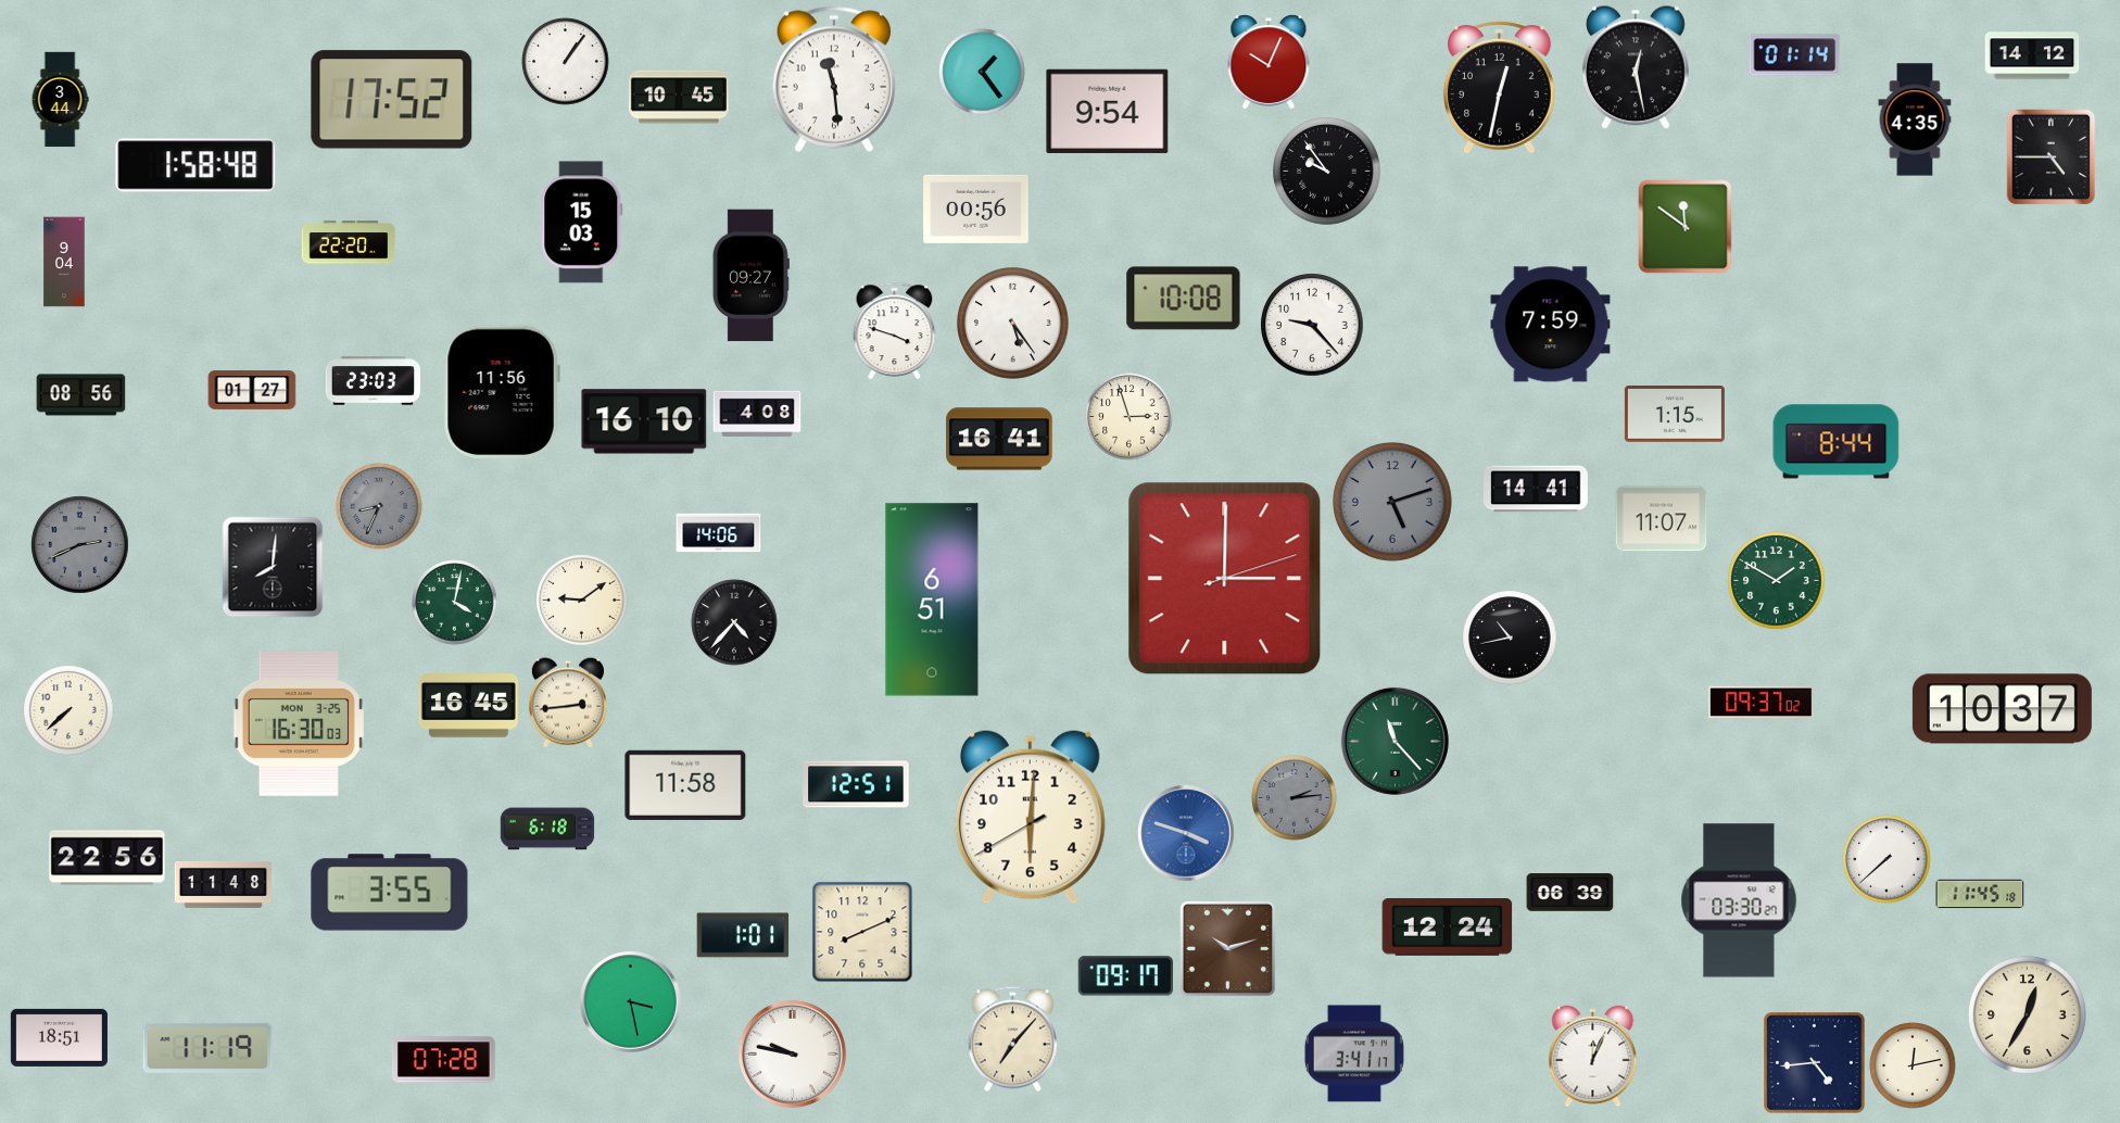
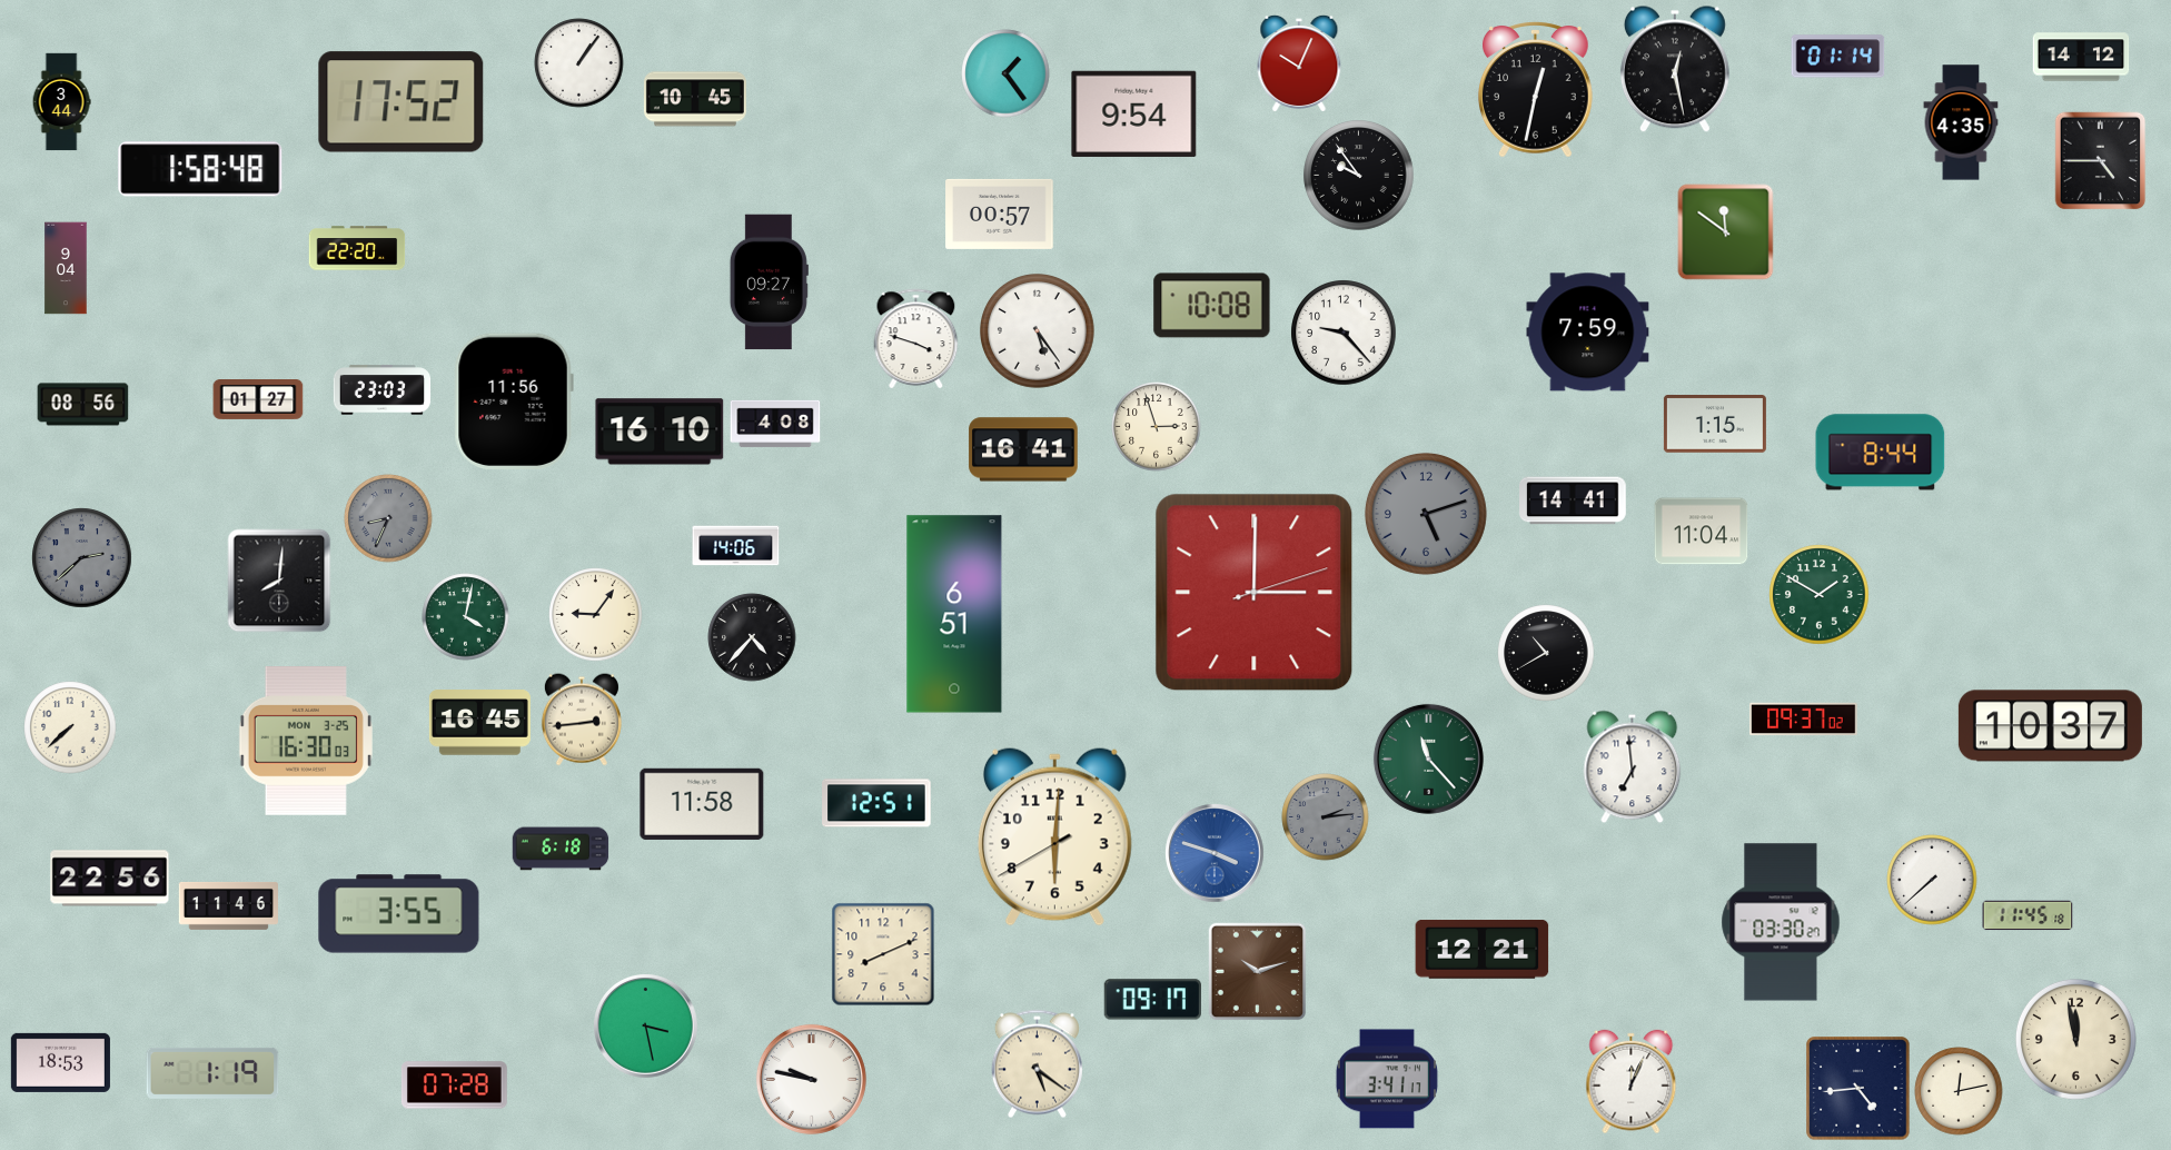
clock at (834, 79): 11:29 -> none
clock at (976, 209): 00:56 -> 00:57
clock at (582, 223): 15:03 -> none
clock at (1662, 519): 11:07 -> 11:04
clock at (80, 545): 2:41 -> 2:38
clock at (582, 601): 9:09 -> 9:06
clock at (1510, 638): 10:43 -> 10:40
clock at (1633, 767): none -> 6:59
clock at (223, 884): 11:48 -> 11:46
clock at (1570, 893): 06:39 -> none
clock at (1448, 928): 12:24 -> 12:21
clock at (743, 935): 1:01 -> none
clock at (2027, 1014): 12:35 -> 11:58
clock at (59, 1037): 18:51 -> 18:53
clock at (1012, 1039): 7:07 -> 5:21
clock at (207, 1048): 11:19 -> 1:19
